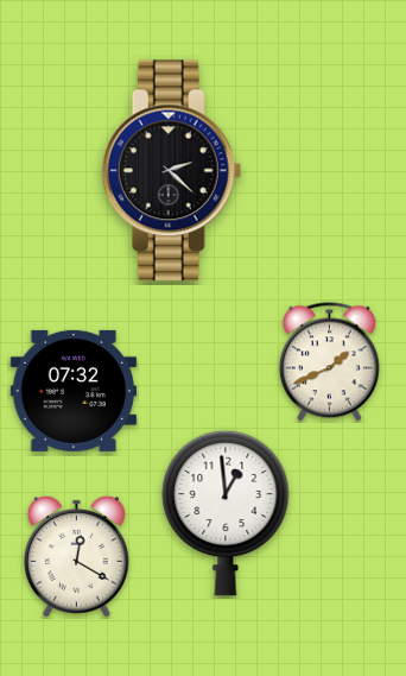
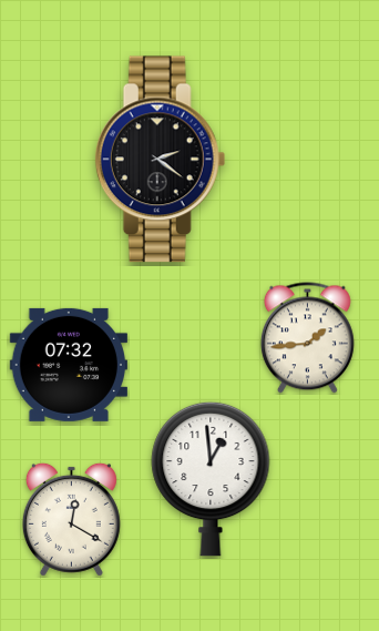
clock at (172, 171): 2:22 -> 2:21
clock at (329, 362): 1:41 -> 1:44
